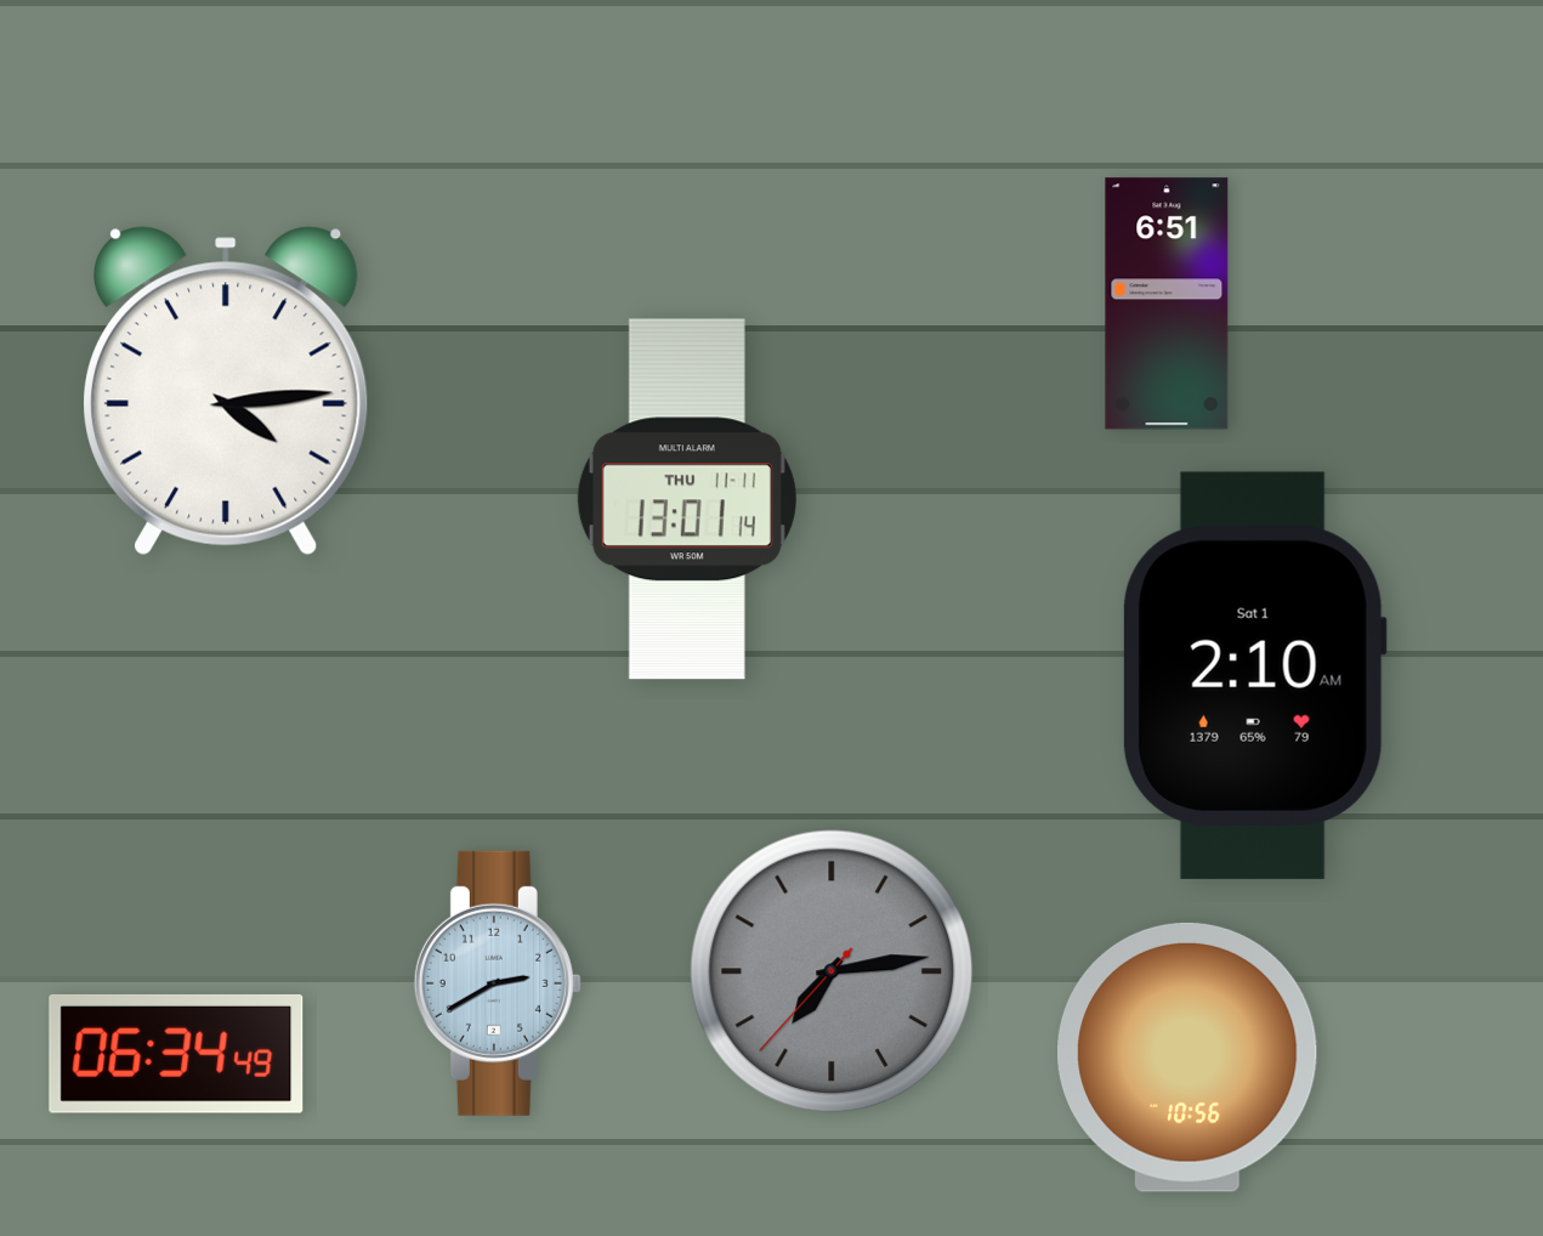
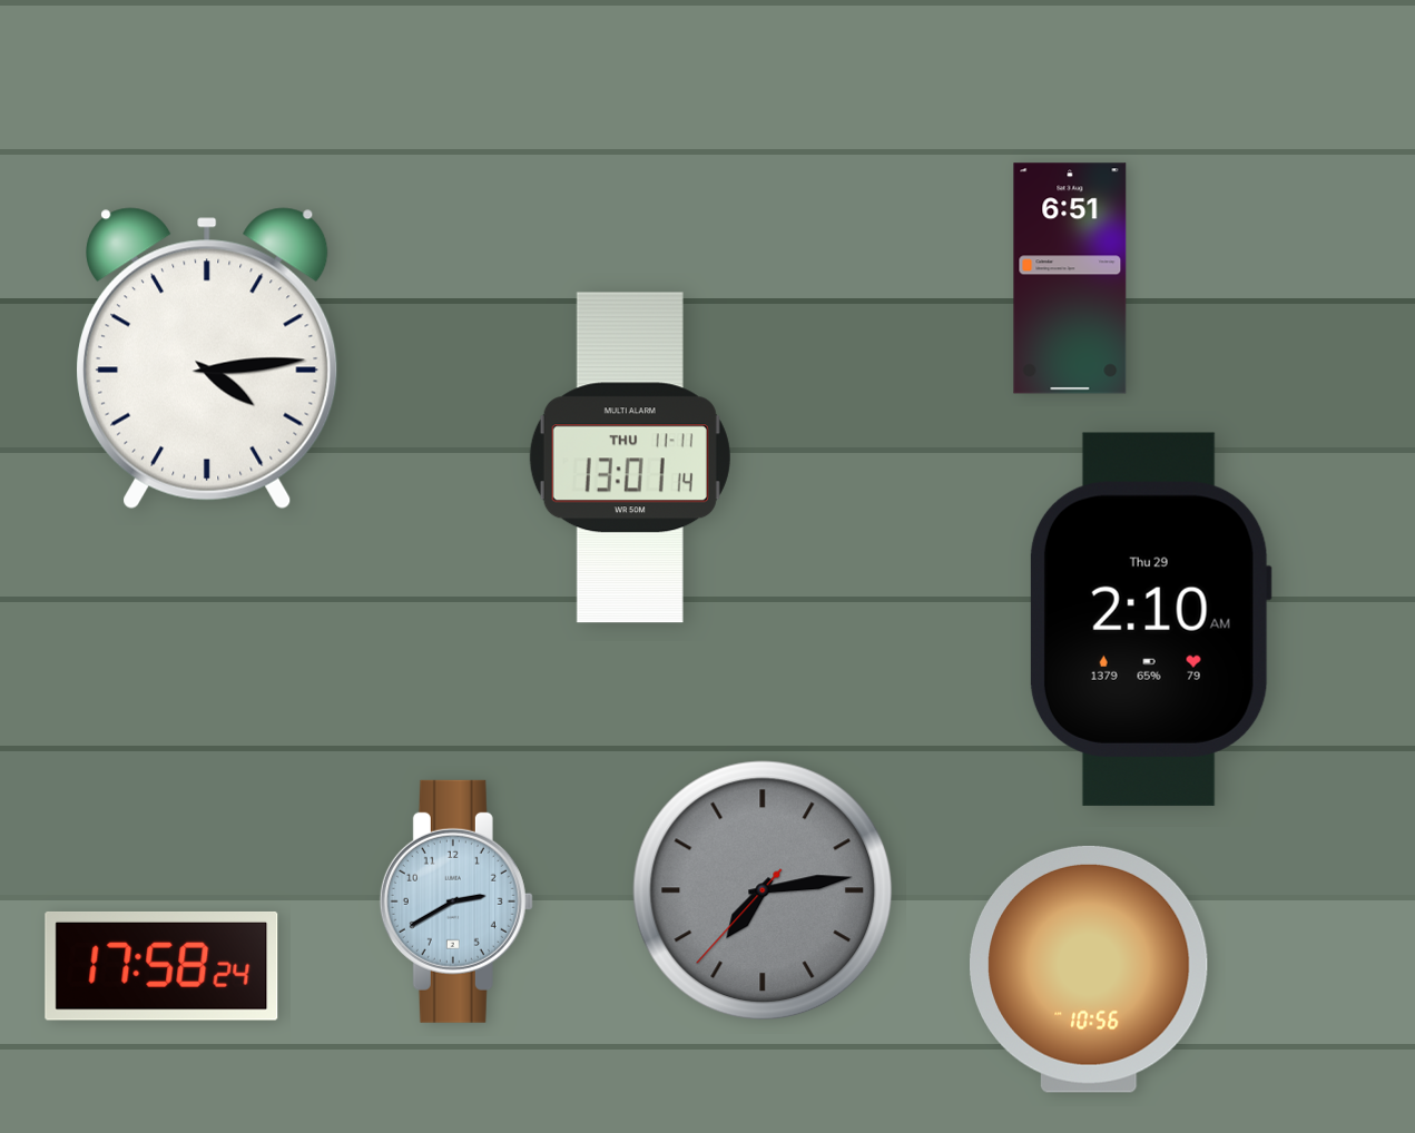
clock at (1254, 675) date: Sat 1 -> Thu 29
clock at (176, 1054): 06:34 -> 17:58
